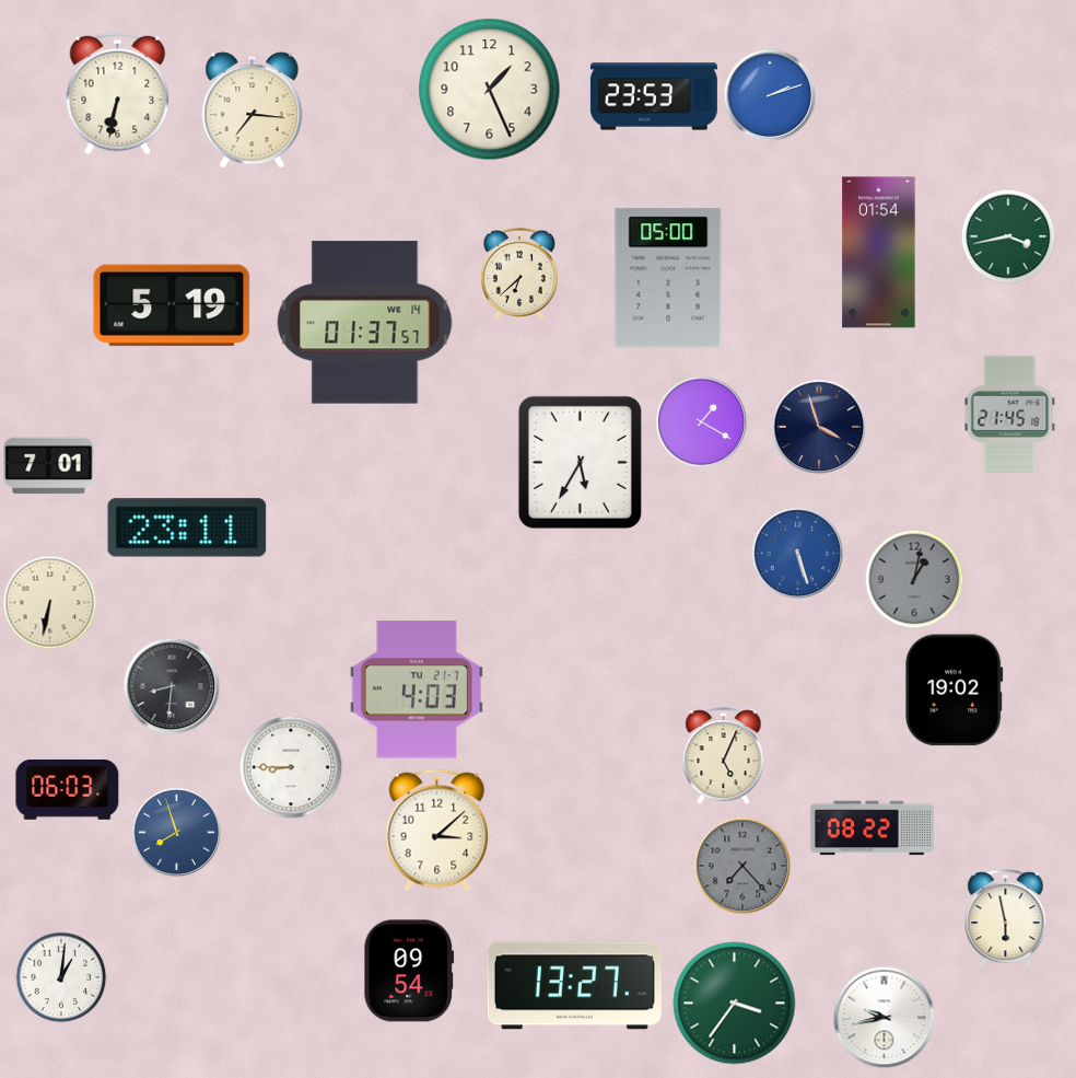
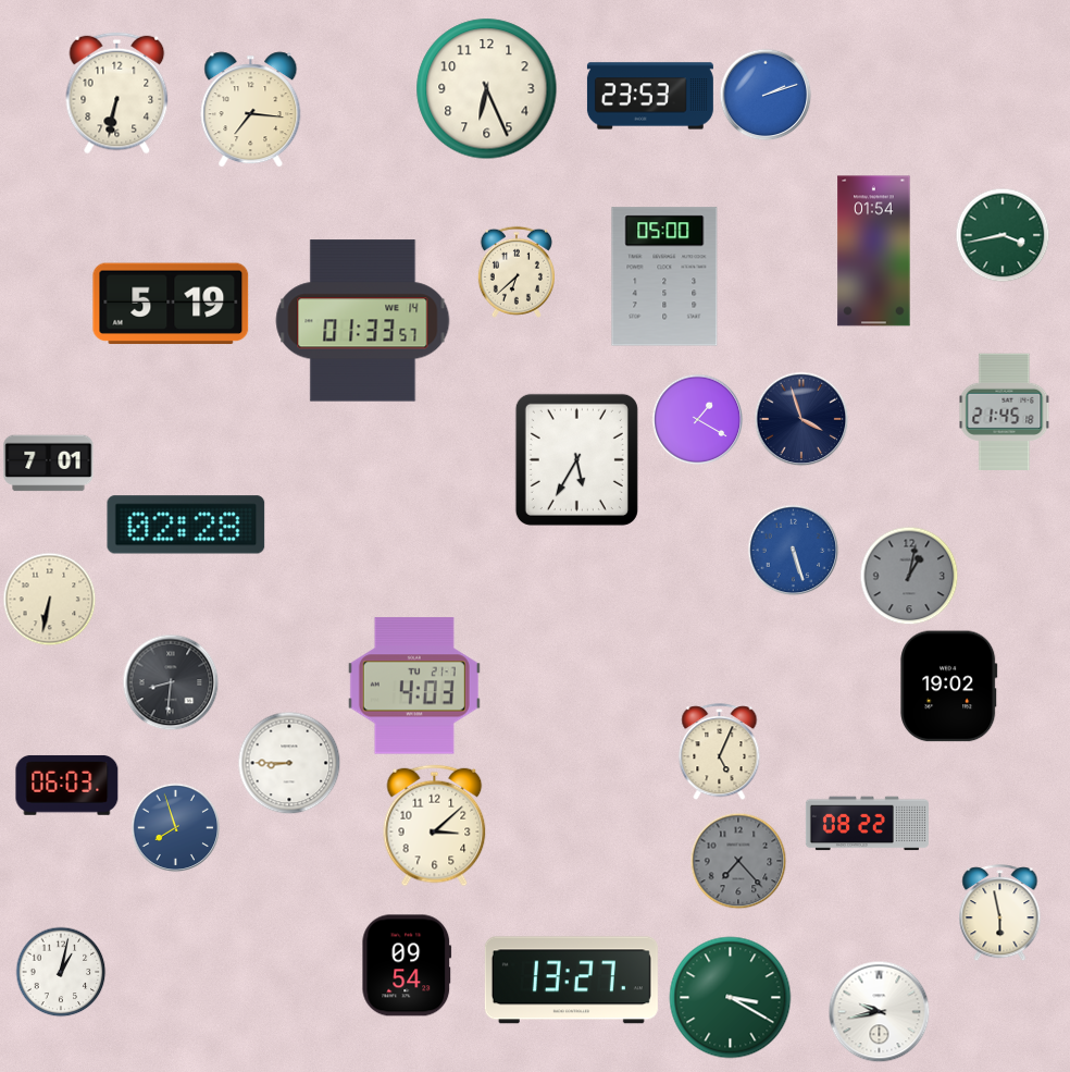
clock at (490, 90): 1:26 -> 6:26
clock at (365, 323): 01:37 -> 01:33
clock at (819, 427) position: (819, 427) -> (801, 419)
clock at (187, 528): 23:11 -> 02:28
clock at (61, 977): 1:01 -> 1:02
clock at (735, 1004): 3:36 -> 3:20
